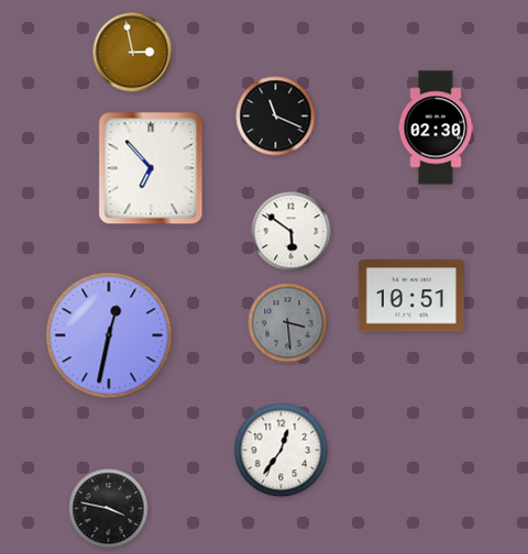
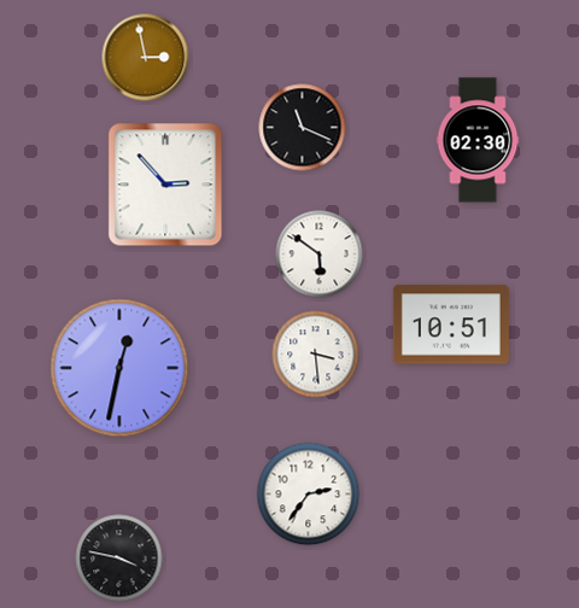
clock at (151, 168): 6:53 -> 2:53
clock at (288, 323) dial: grey -> white
clock at (282, 451): 12:36 -> 2:36
